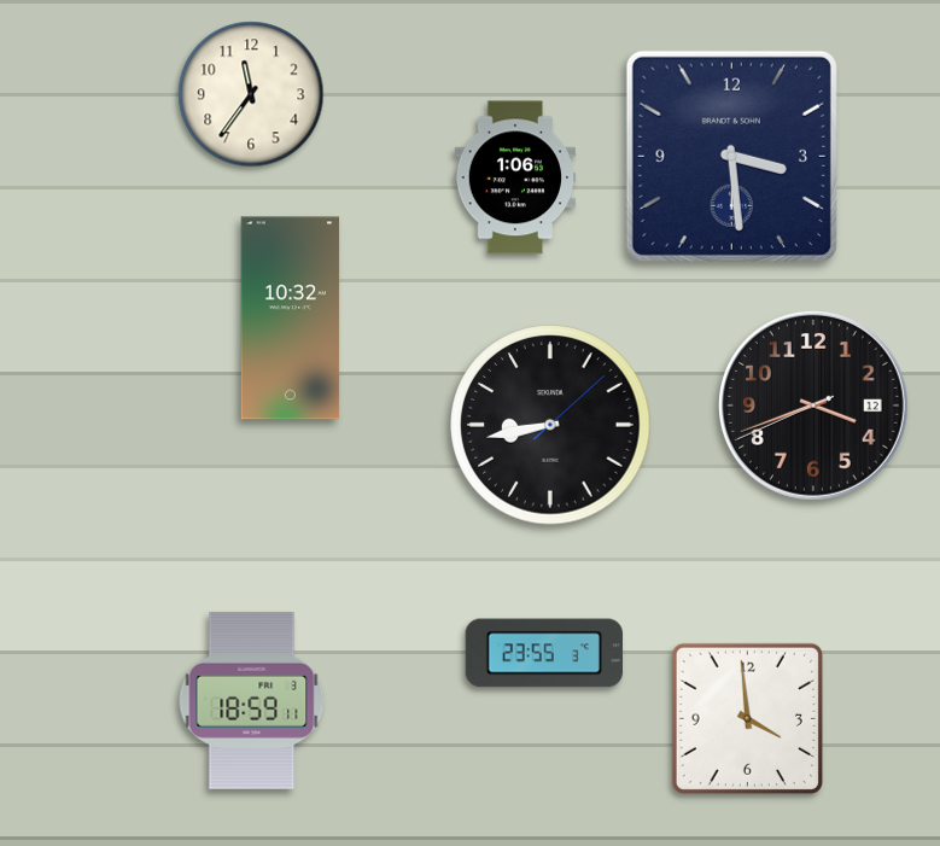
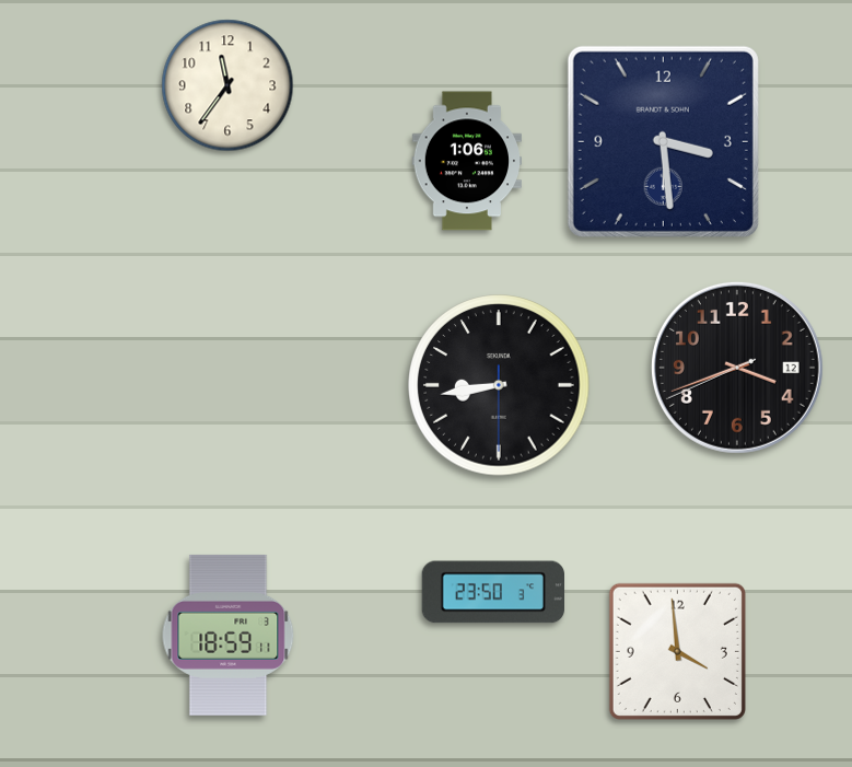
clock at (291, 319): 10:32 -> none
clock at (550, 425): 8:43:08 -> 8:43:30
clock at (543, 653): 23:55 -> 23:50
